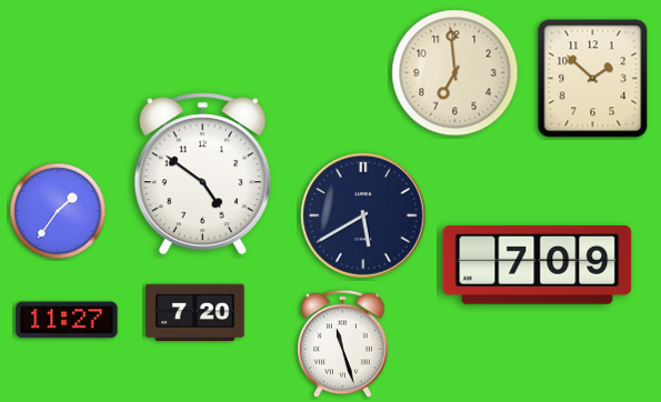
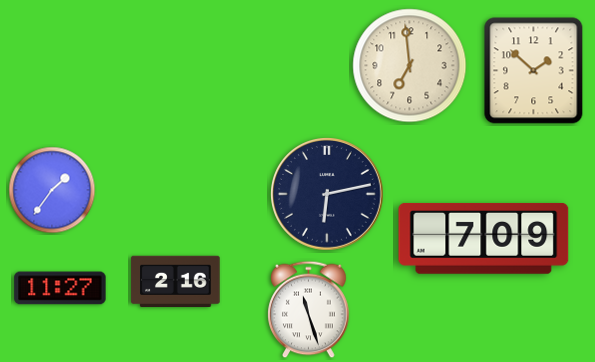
clock at (202, 174): 4:51 -> none
clock at (364, 217): 5:40 -> 6:13
clock at (196, 312): 7:20 -> 2:16
